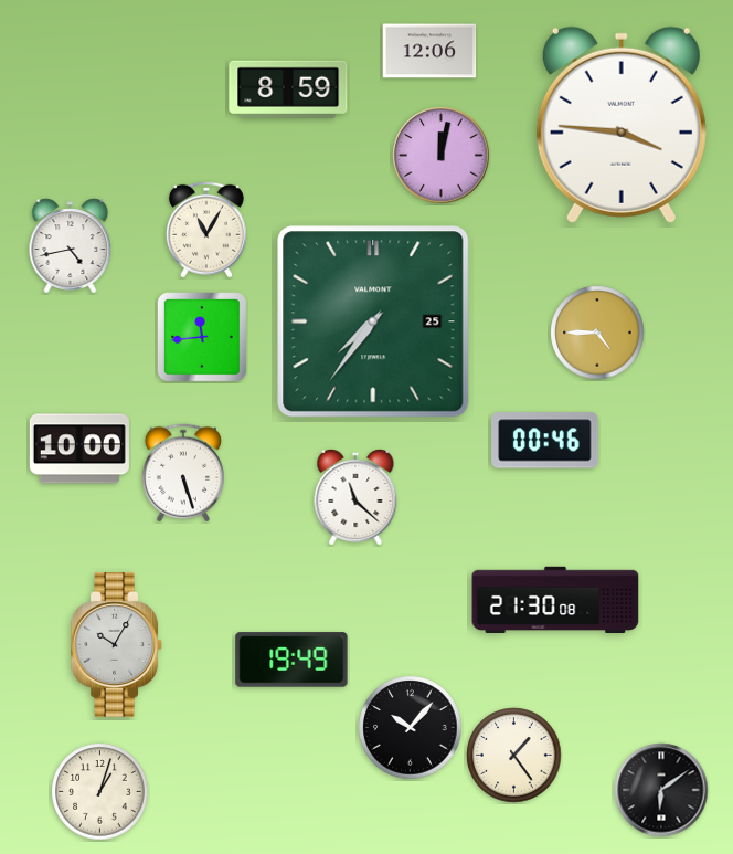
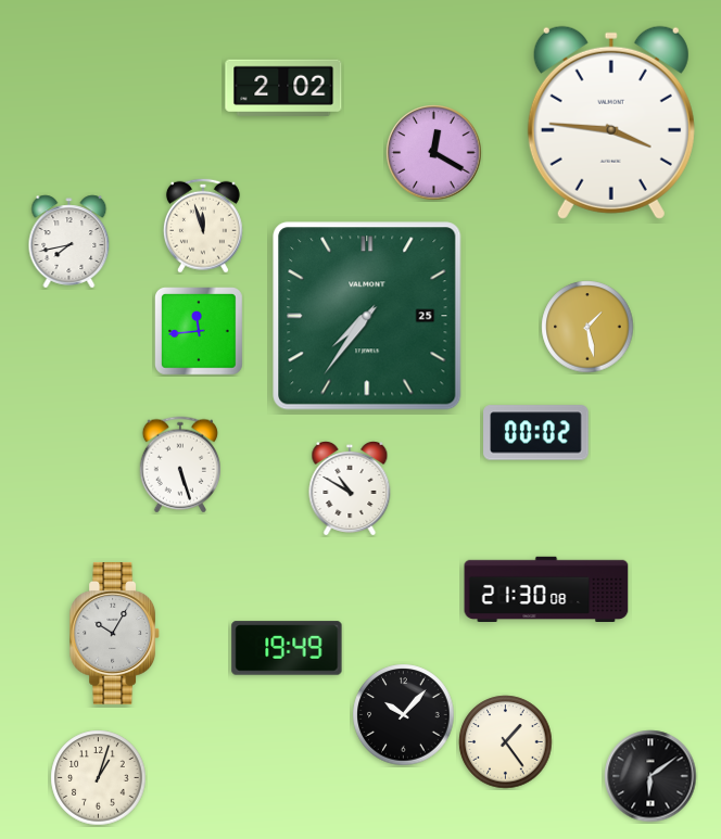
clock at (429, 51): 12:06 -> none
clock at (288, 89): 8:59 -> 2:02
clock at (442, 156): 12:02 -> 12:20
clock at (206, 230): 11:05 -> 11:57
clock at (71, 246): 4:43 -> 7:43
clock at (597, 333): 4:45 -> 1:28
clock at (545, 441): 00:46 -> 00:02
clock at (79, 449): 10:00 -> none
clock at (355, 498): 11:22 -> 10:50
